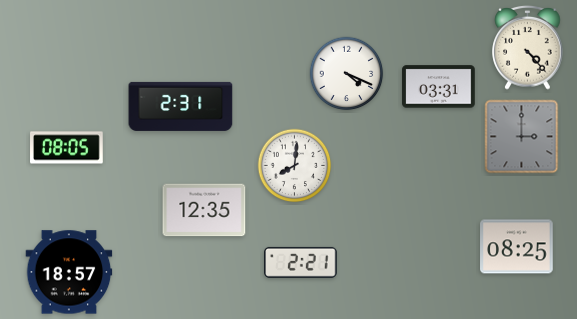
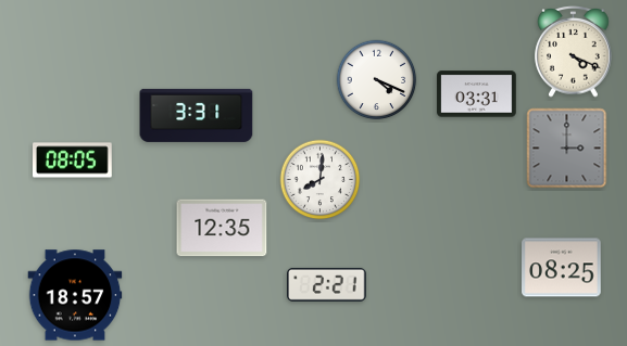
clock at (528, 47): 4:23 -> 4:19
clock at (181, 106): 2:31 -> 3:31
